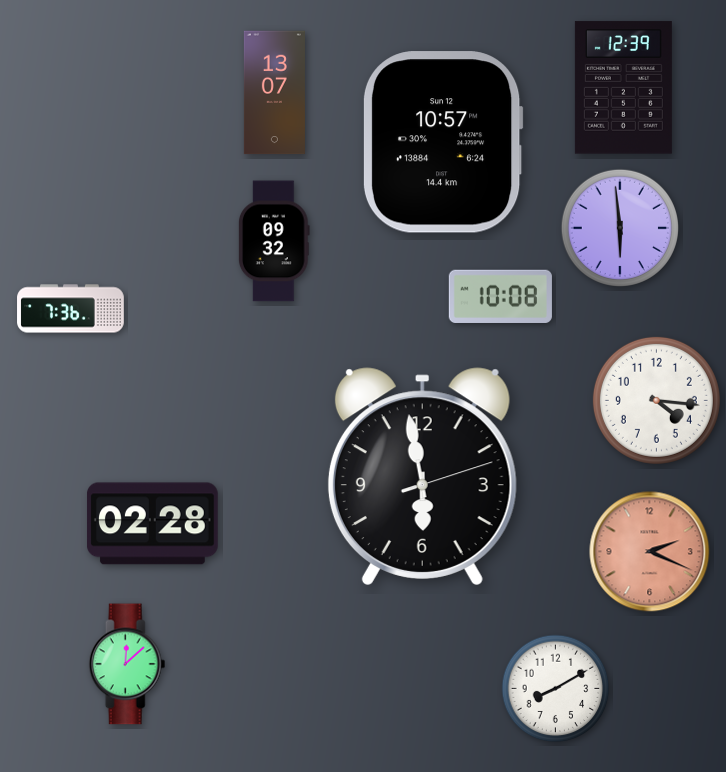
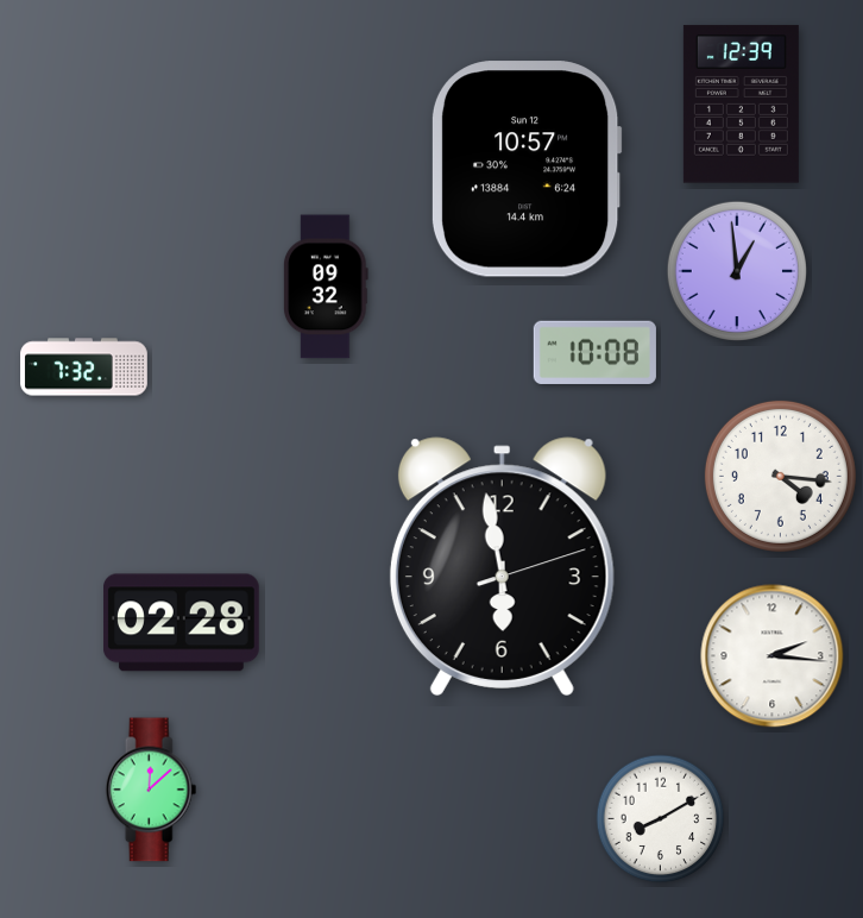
clock at (274, 93): 13:07 -> none
clock at (620, 228): 5:59 -> 12:59
clock at (71, 309): 7:36 -> 7:32
clock at (650, 552): 2:19 -> 2:16
clock at (650, 552) dial: salmon -> white
